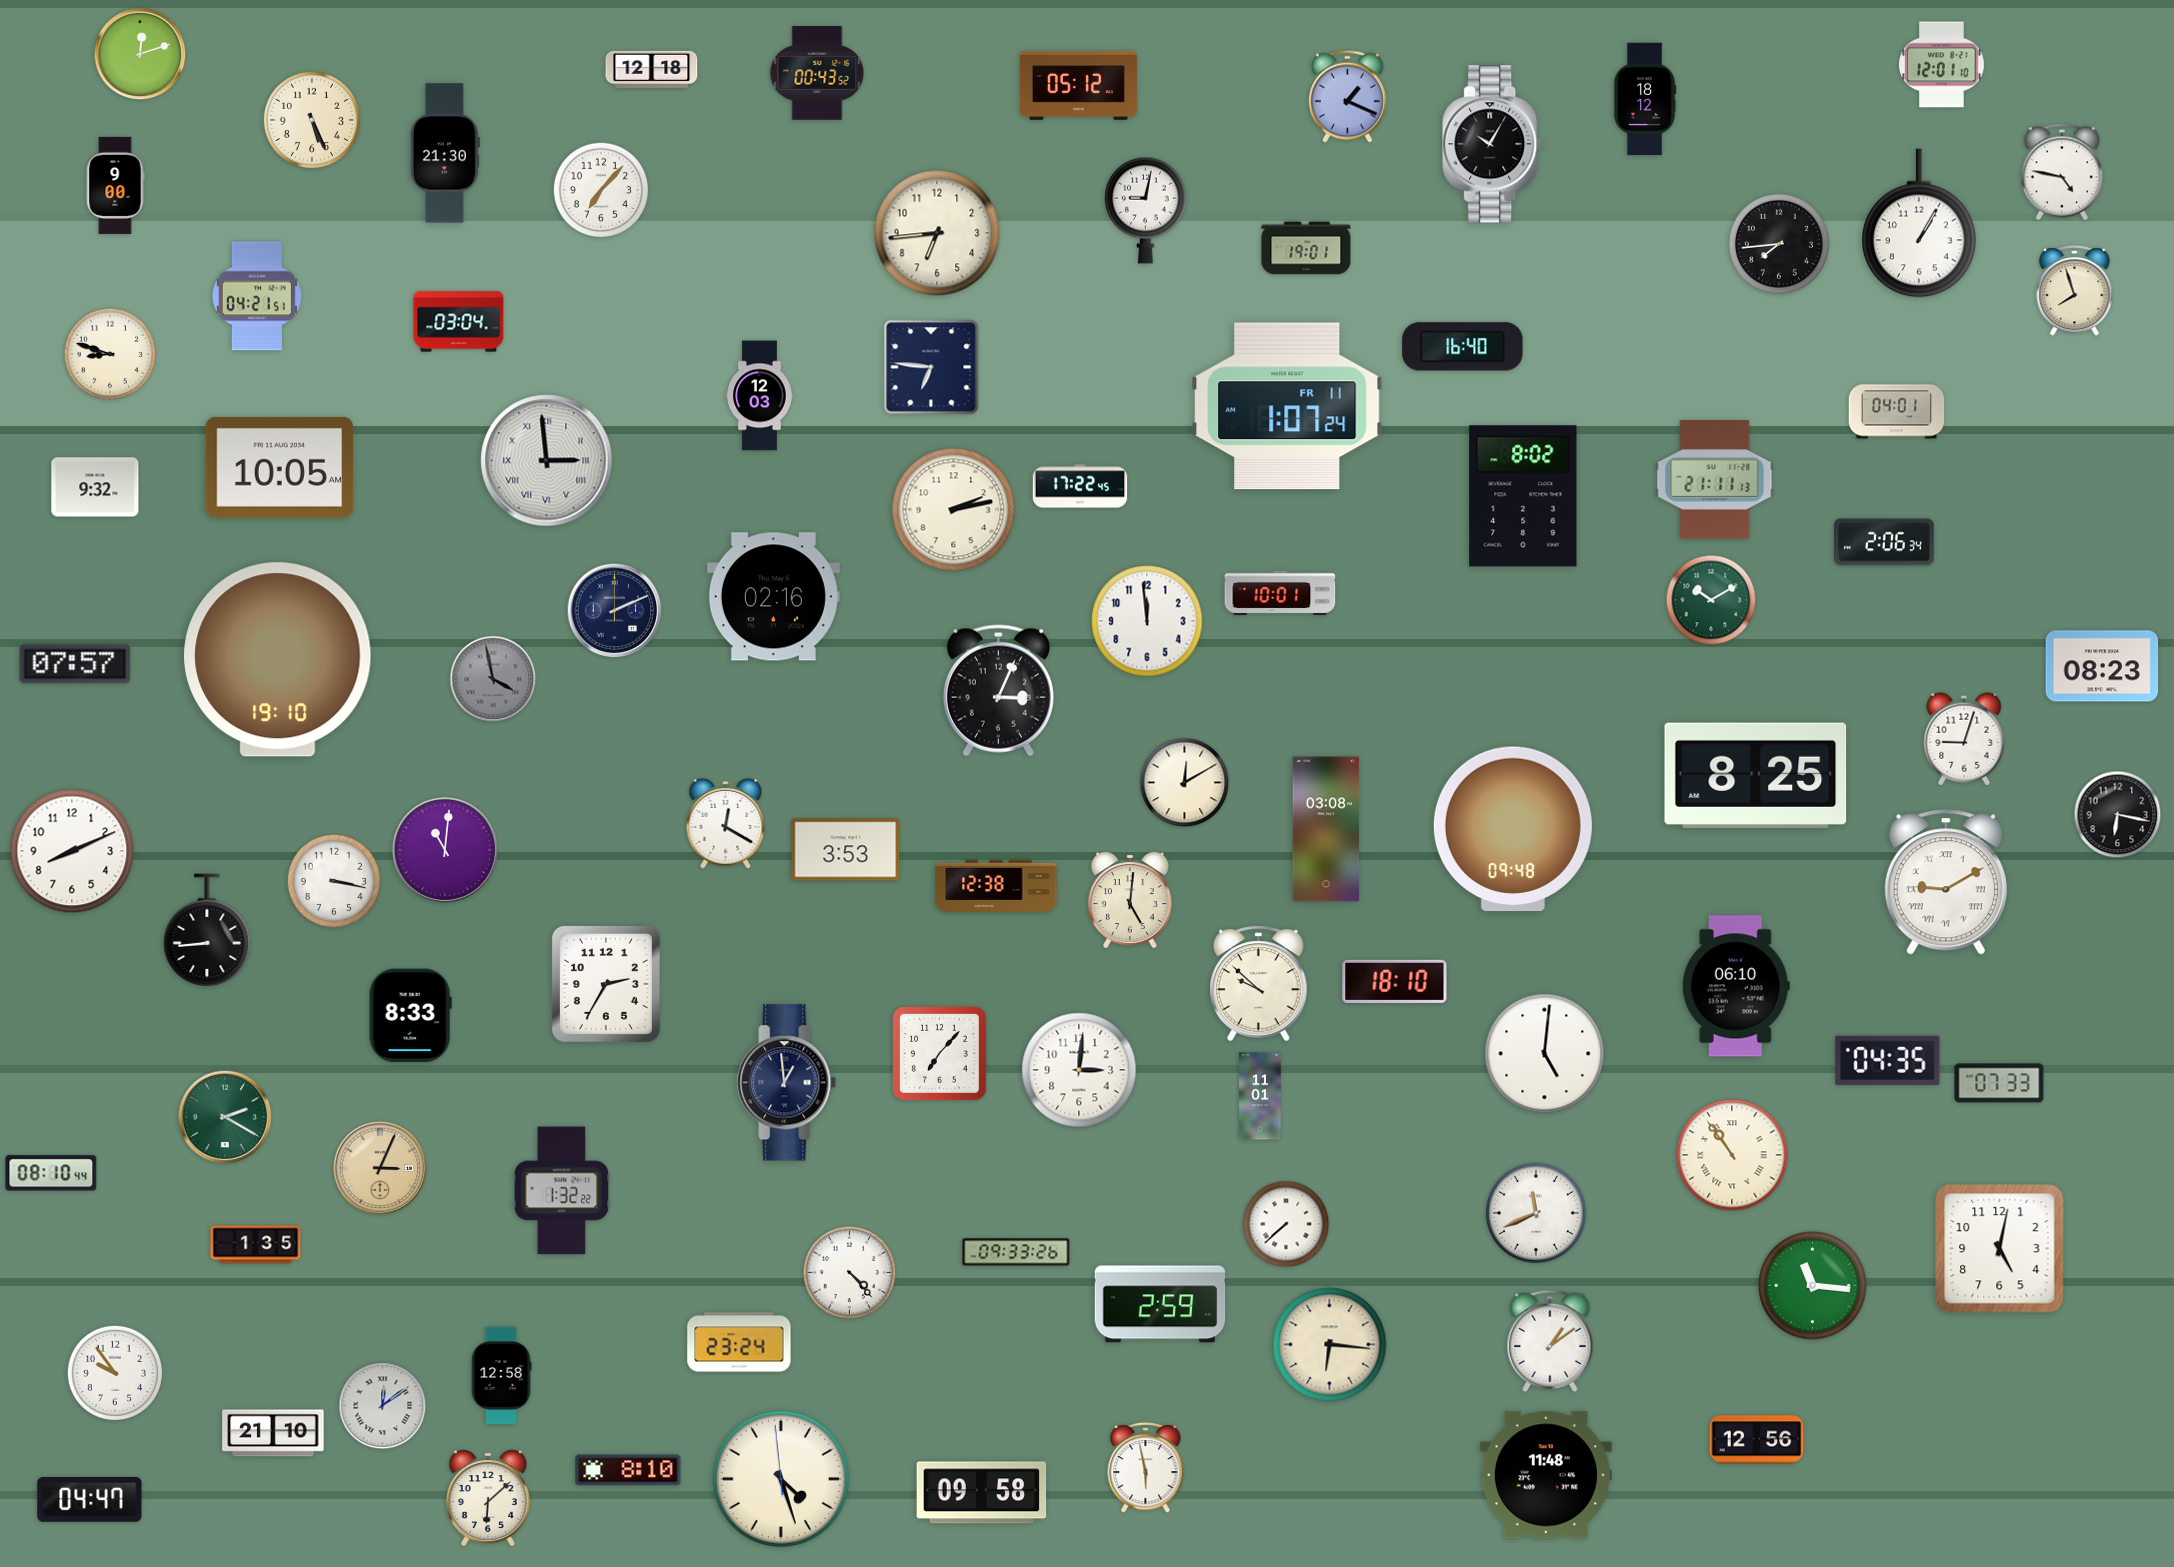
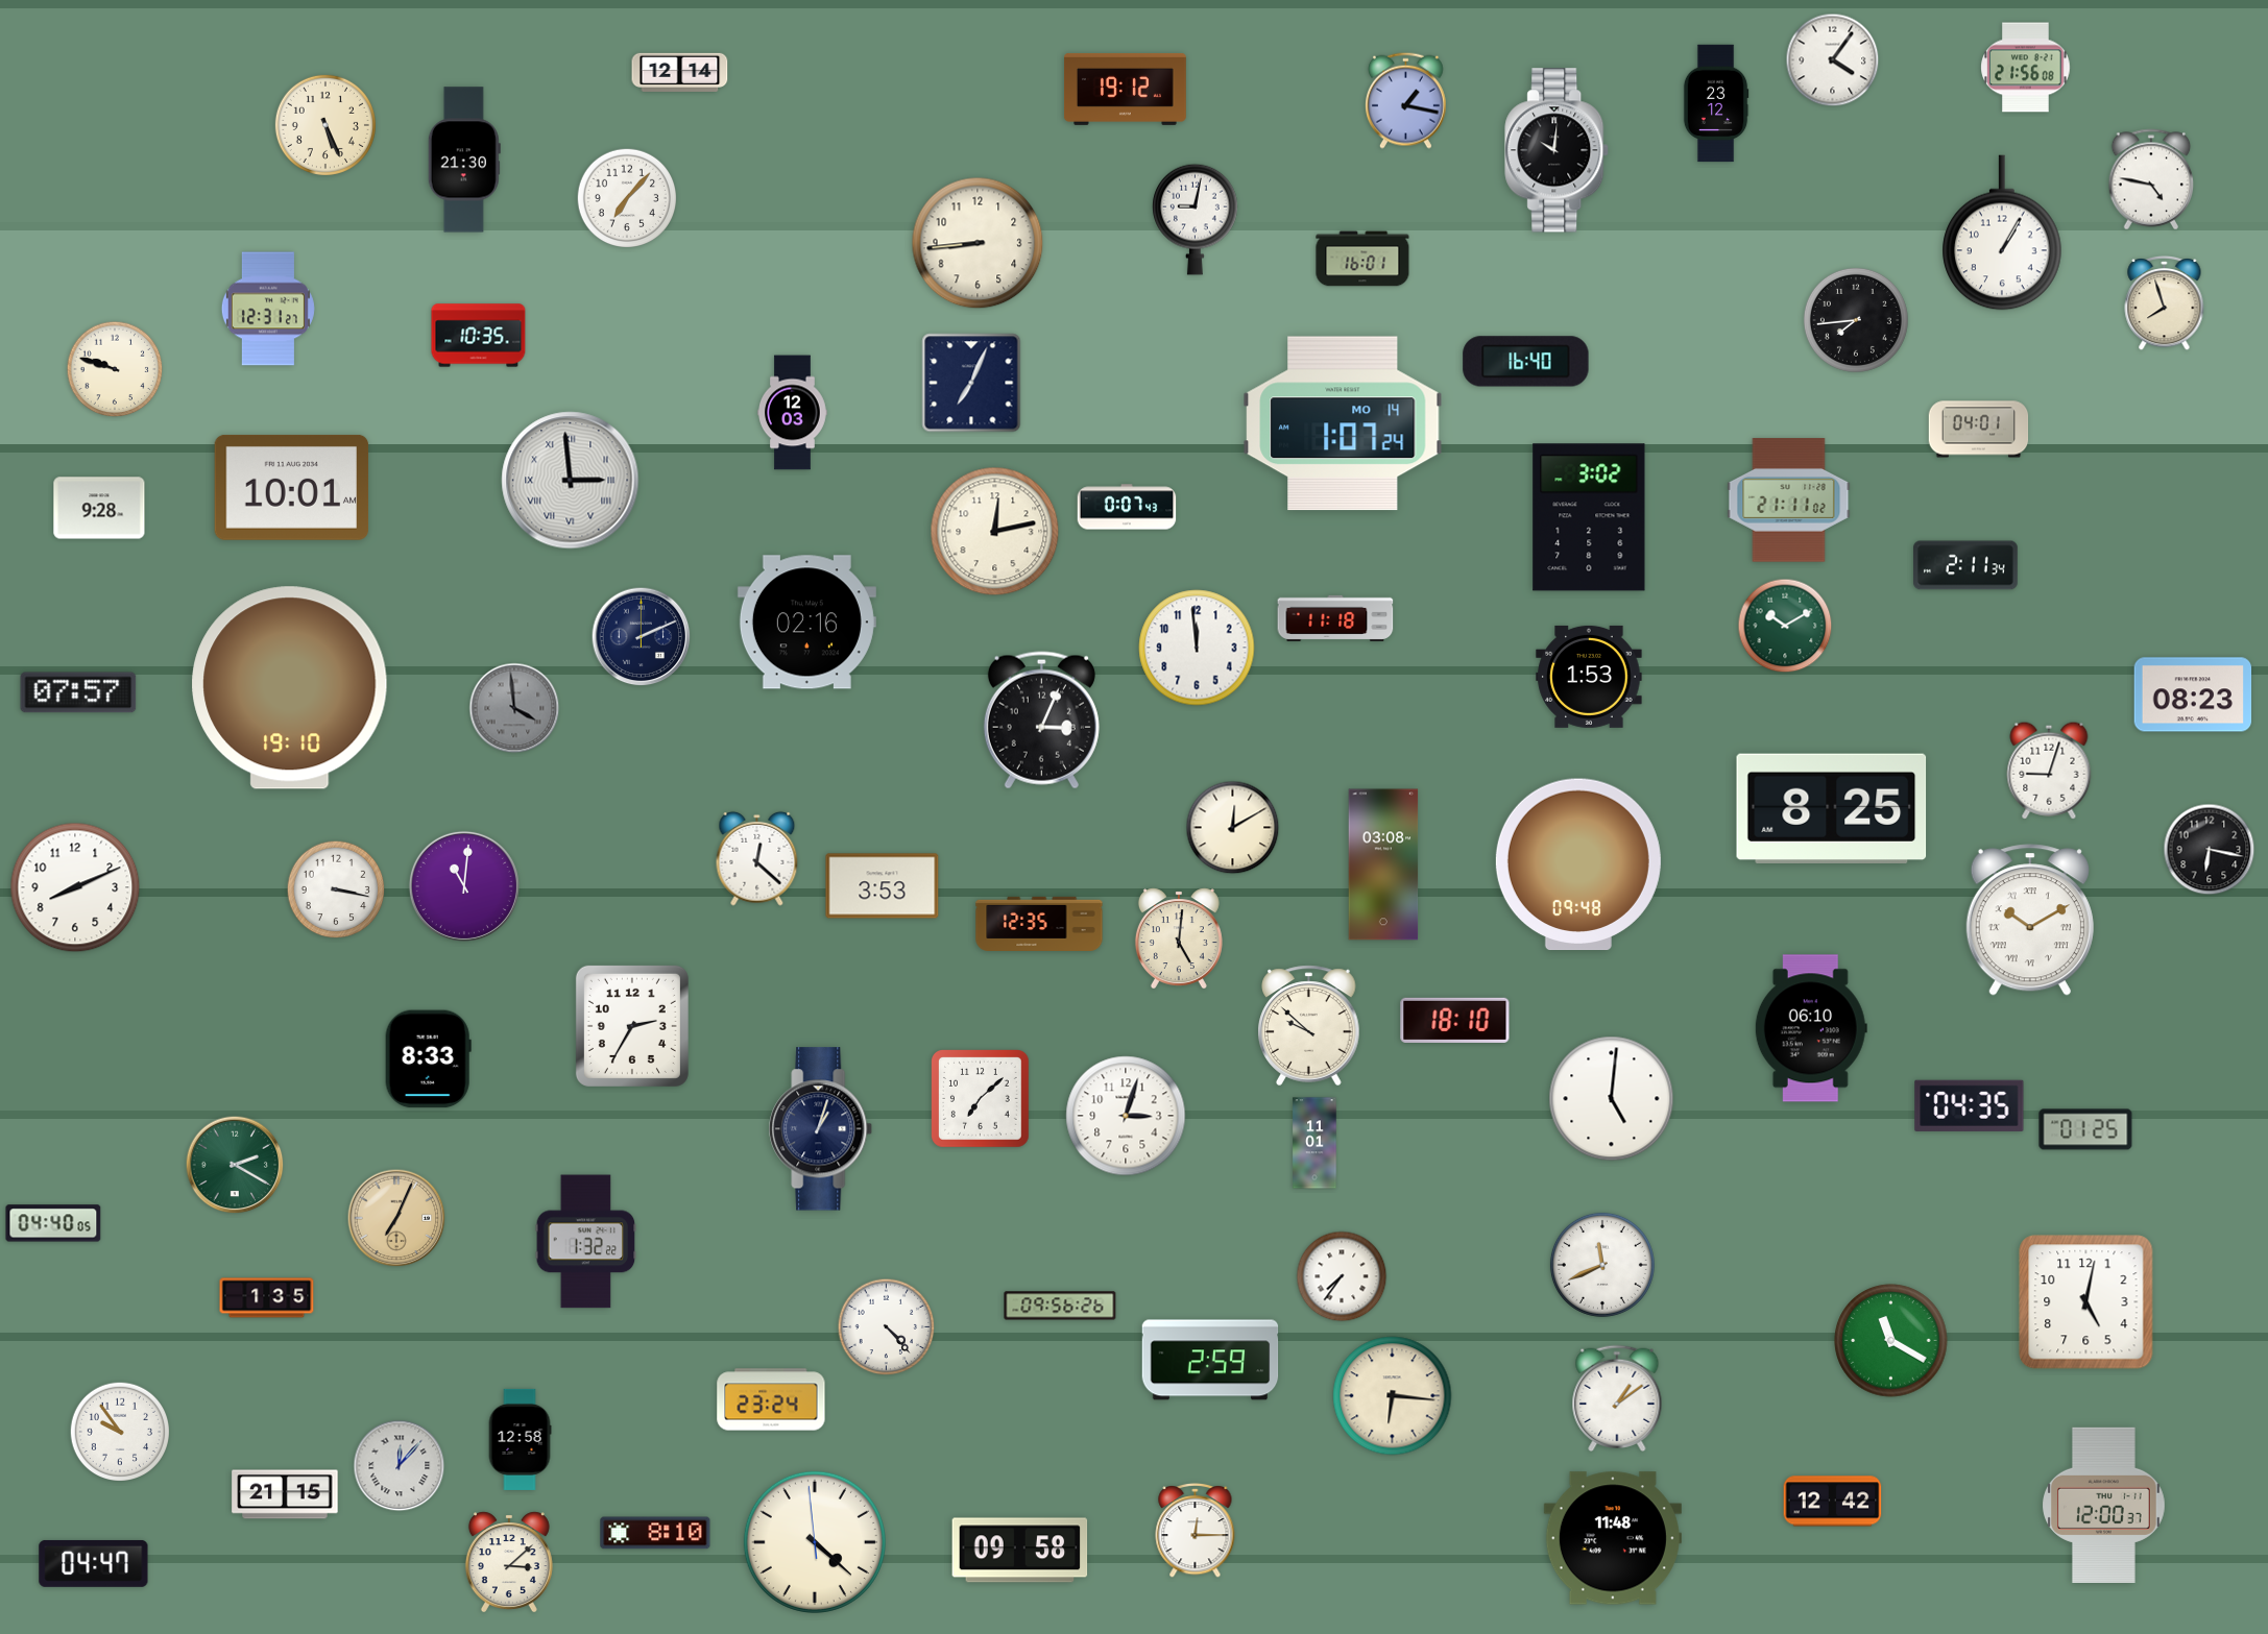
clock at (140, 54): 12:12 -> none
clock at (1833, 60): none -> 4:06
clock at (1942, 65): 12:01 -> 21:56
clock at (652, 69): 12:18 -> 12:14
clock at (817, 73): 00:43 -> none
clock at (1079, 85): 05:12 -> 19:12
clock at (1347, 96): 1:19 -> 1:17
clock at (1645, 99): 18:12 -> 23:12
clock at (1493, 144): 10:05 -> 10:01
clock at (115, 185): 9:00 -> none
clock at (937, 233): 6:44 -> 8:44
clock at (1779, 244) position: (1779, 244) -> (1856, 320)
clock at (1306, 248): 19:01 -> 16:01
clock at (257, 296): 04:21 -> 12:31
clock at (459, 322): 03:04 -> 10:35
clock at (110, 354): 8:48 -> 9:48
clock at (931, 367): 6:46 -> 7:04
clock at (1287, 406) date: FR 11 -> MO 14
clock at (280, 467): 10:05 -> 10:01
clock at (1715, 480): 21:11:13 -> 21:11:02
clock at (1080, 486): 17:22 -> 0:07
clock at (95, 487): 9:32 -> 9:28
clock at (1523, 496): 8:02 -> 3:02
clock at (954, 510): 2:13 -> 12:13
clock at (1885, 542): 2:06 -> 2:11
clock at (1280, 593): 10:01 -> 11:18
clock at (1589, 677): none -> 1:53
clock at (493, 679): 3:58 -> 3:59
clock at (1185, 783) position: (1185, 783) -> (1233, 828)
clock at (726, 823): 12:20 -> 12:22
clock at (334, 881) position: (334, 881) -> (336, 889)
clock at (1946, 882): 9:10 -> 10:10
clock at (996, 886): 12:38 -> 12:35
clock at (207, 931): 8:44 -> none
clock at (1395, 981) position: (1395, 981) -> (1455, 1020)
clock at (1259, 984) position: (1259, 984) -> (1309, 1026)
clock at (940, 1054): 7:07 -> 7:08
clock at (1079, 1070): 3:01 -> 3:03
clock at (787, 1083): 12:59 -> 1:03
clock at (1999, 1083): 07:33 -> 01:25
clock at (1732, 1155): 10:54 -> none
clock at (380, 1168): 3:04 -> 7:04
clock at (51, 1173): 08:10 -> 04:40
clock at (1286, 1224): 7:38 -> 7:36
clock at (1016, 1252): 09:33 -> 09:56
clock at (1813, 1286): 11:16 -> 11:20
clock at (1330, 1345) position: (1330, 1345) -> (1393, 1396)
clock at (501, 1375) position: (501, 1375) -> (520, 1439)
clock at (383, 1406): 12:09 -> 12:07
clock at (273, 1433): 21:10 -> 21:15
clock at (1757, 1440): 12:56 -> 12:42
clock at (2104, 1505): none -> 12:00
clock at (1146, 1467): 5:58 -> 12:15
clock at (781, 1479): 4:26 -> 4:21
clock at (982, 1493) position: (982, 1493) -> (1020, 1551)
clock at (488, 1498): 6:08 -> 3:08
